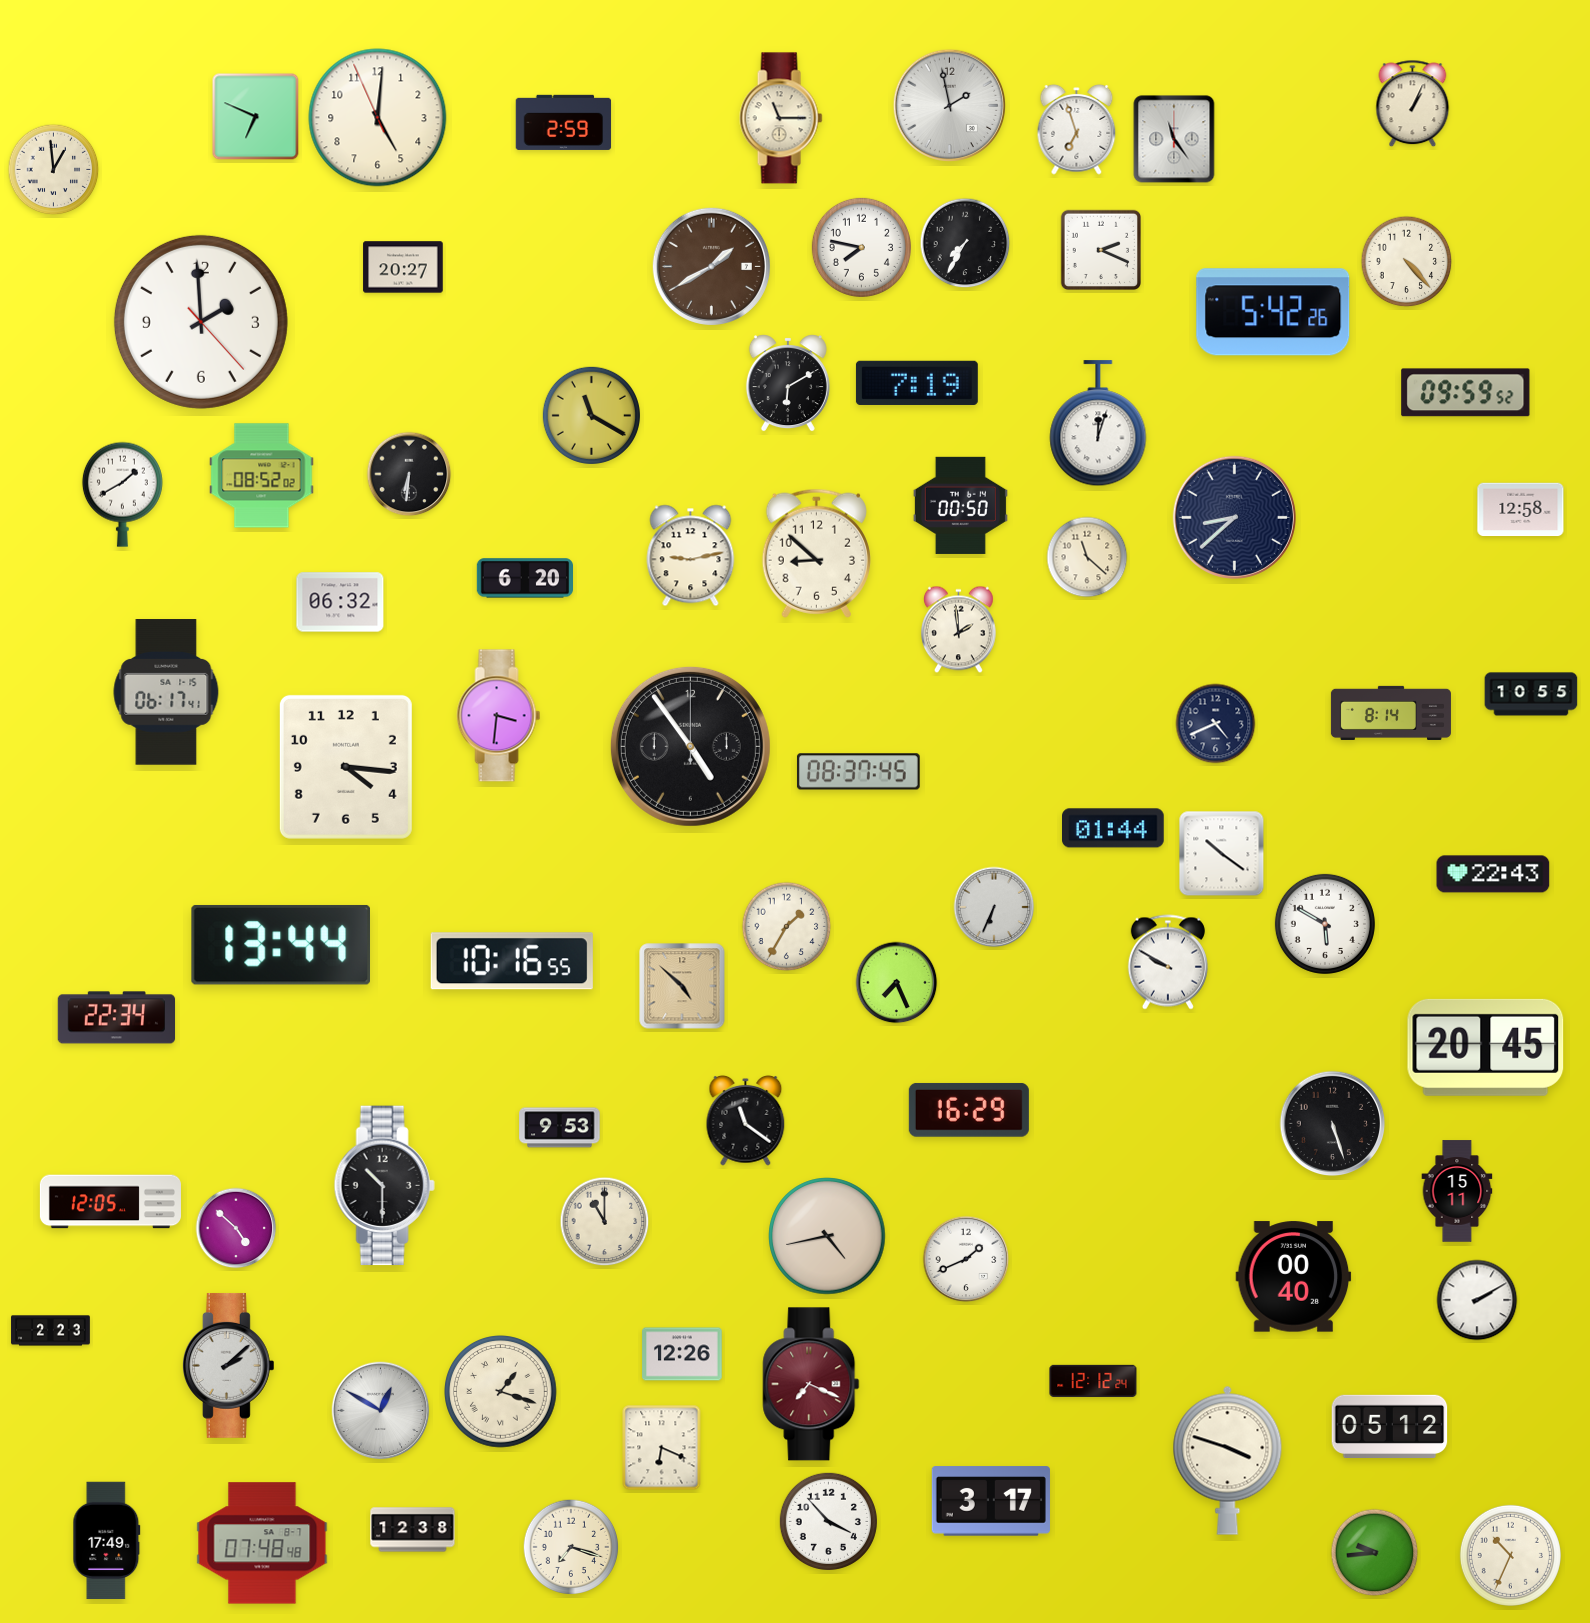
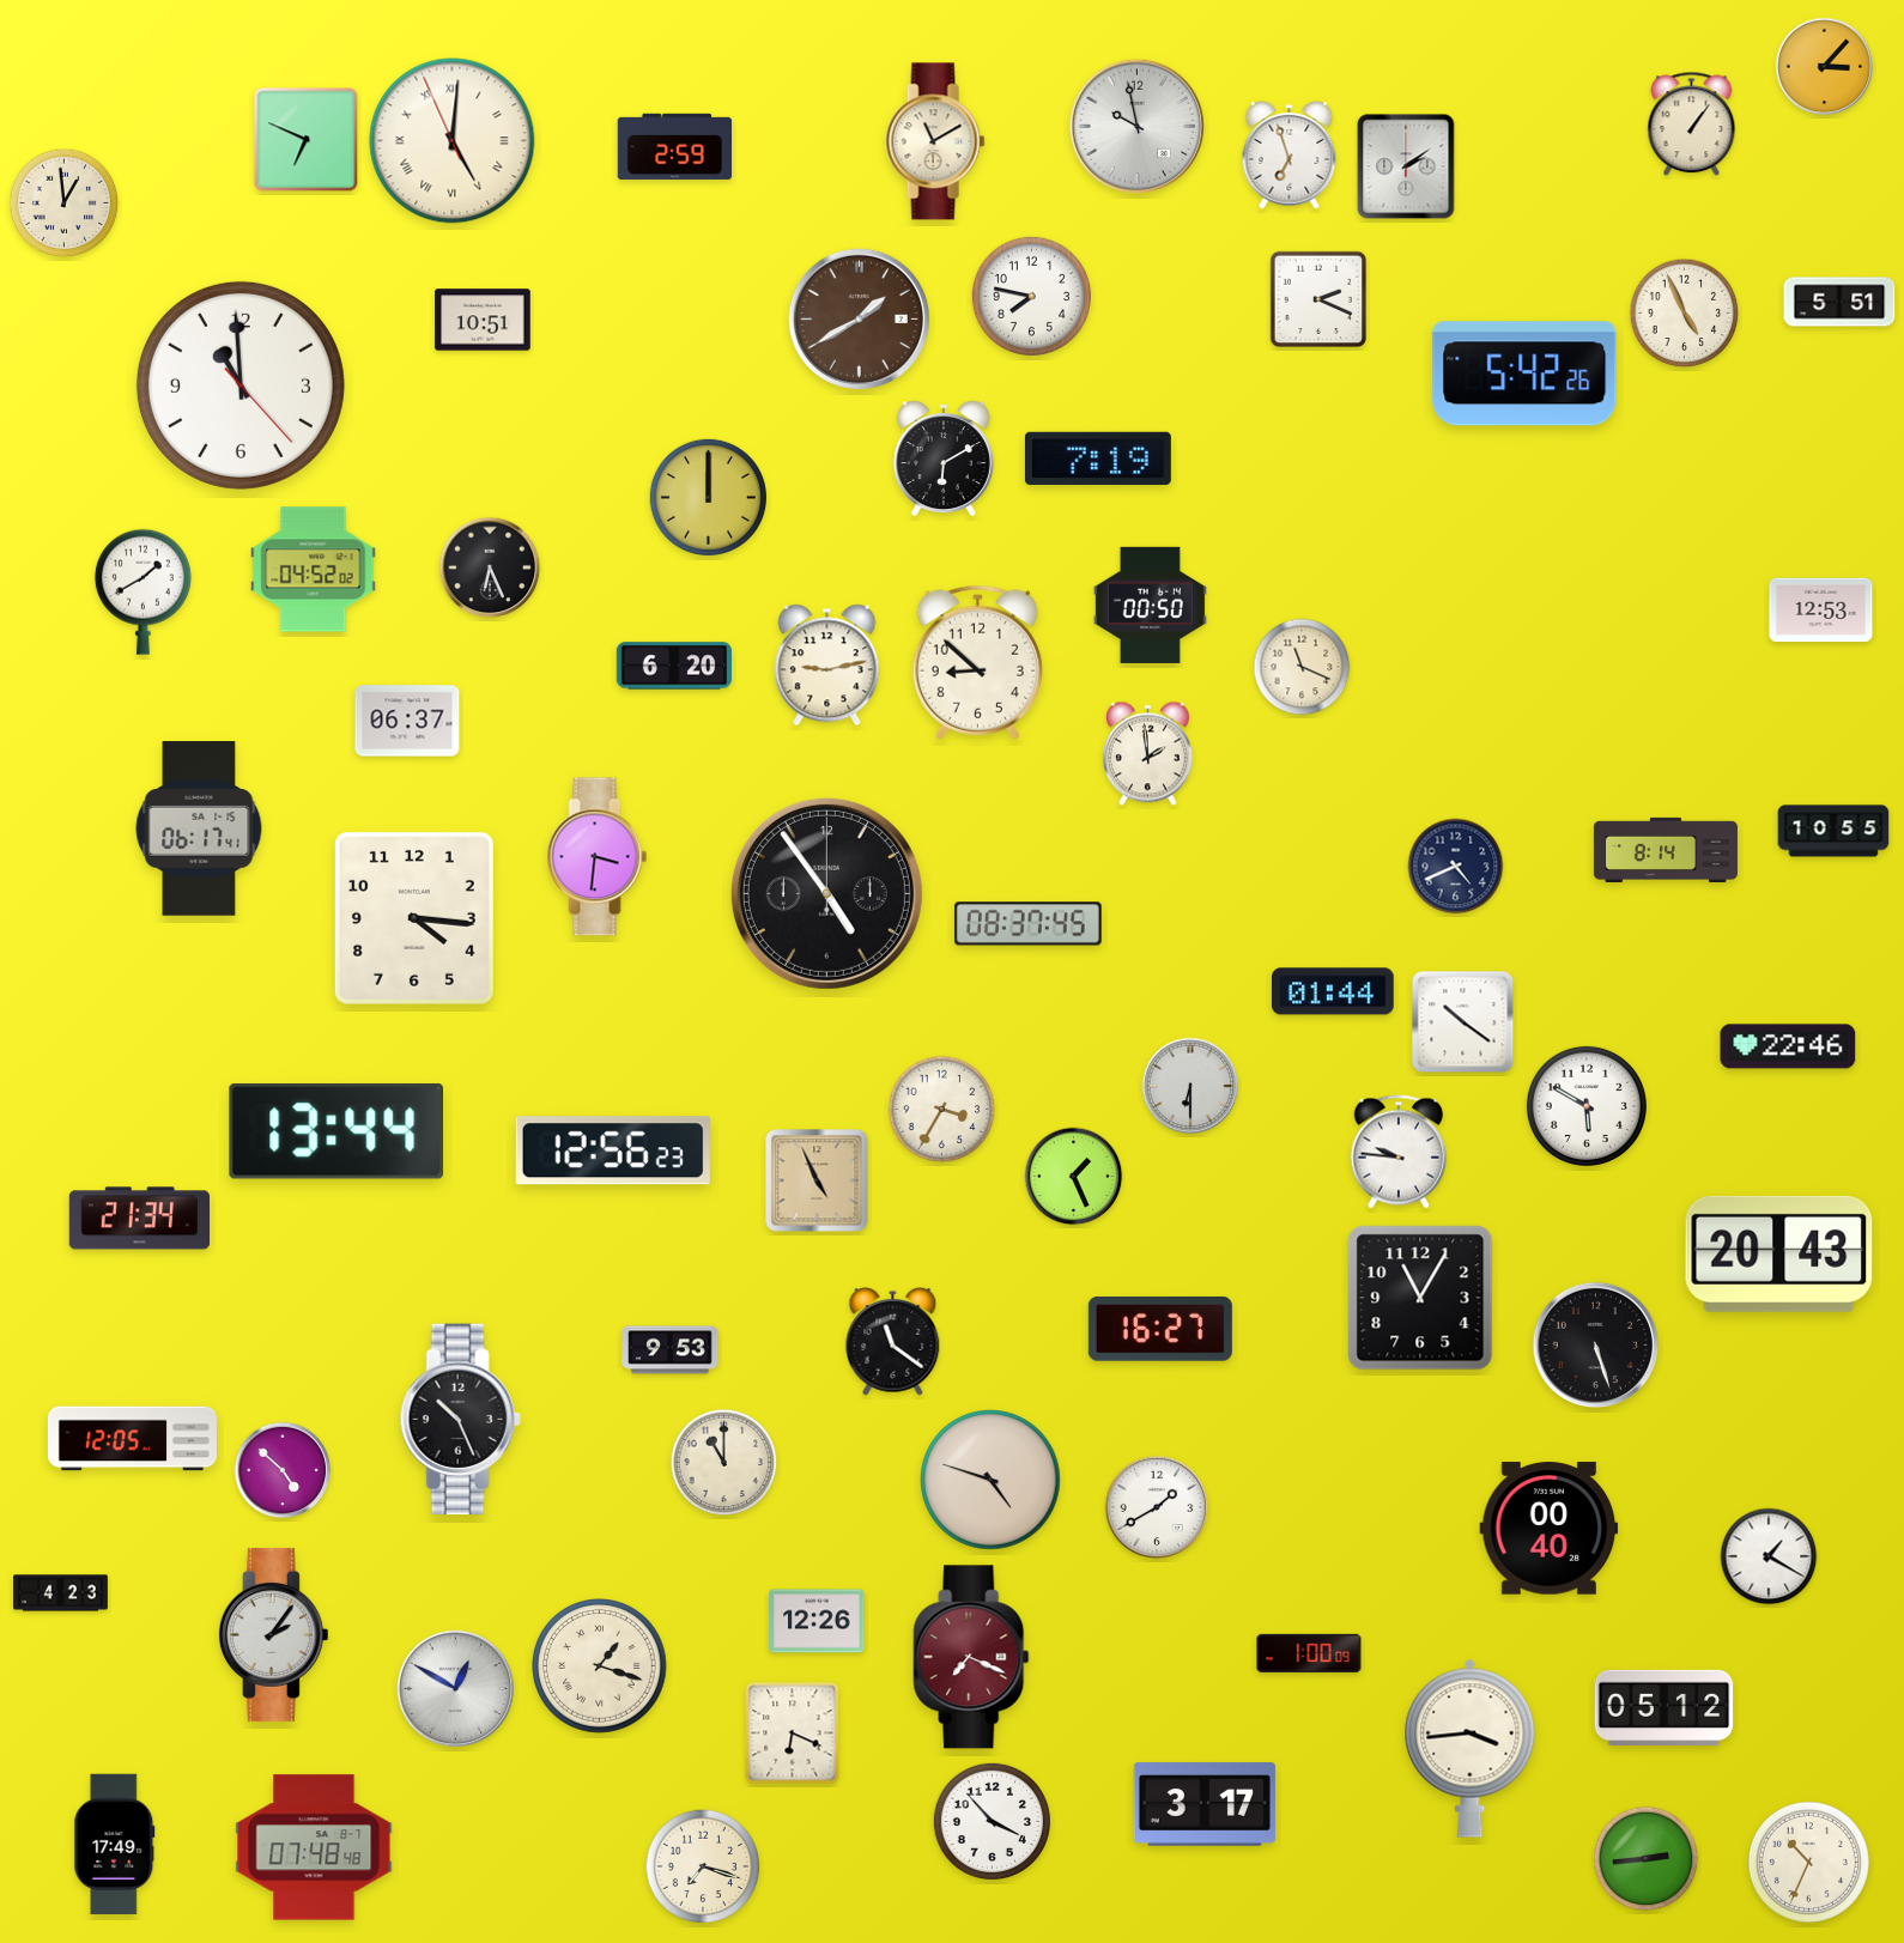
clock at (1825, 67): none -> 3:07
clock at (1413, 104): 1:04 -> 1:06
clock at (949, 105): 1:58 -> 9:58
clock at (378, 118) numerals: Arabic -> Roman
clock at (781, 118): 11:15 -> 11:10
clock at (1174, 139): 11:24 -> 2:09
clock at (965, 243): 7:35 -> none
clock at (1839, 302): none -> 5:51
clock at (1407, 262): 4:23 -> 4:56
clock at (711, 266) position: (711, 266) -> (859, 318)
clock at (403, 267): 20:27 -> 10:51
clock at (201, 322): 1:59 -> 10:59
clock at (1466, 393): 09:59 -> none
clock at (591, 415): 11:20 -> 12:00
clock at (1098, 424): 12:03 -> none
clock at (409, 474): 6:31 -> 6:26
clock at (262, 476): 08:52 -> 04:52
clock at (122, 494) position: (122, 494) -> (143, 591)
clock at (1521, 510): 12:58 -> 12:53
clock at (1234, 517): 8:38 -> none
clock at (1087, 557): 11:22 -> 11:19
clock at (524, 578) position: (524, 578) -> (673, 666)
clock at (340, 602): 06:32 -> 06:37
clock at (1391, 713) position: (1391, 713) -> (1666, 850)
clock at (1493, 874): 22:43 -> 22:46
clock at (994, 907): 6:34 -> 6:30
clock at (787, 927): 1:35 -> 3:35
clock at (512, 961): 10:16 -> 12:56
clock at (1168, 962): 9:50 -> 9:46
clock at (897, 983): 7:26 -> 1:26
clock at (682, 986): 4:52 -> 4:56
clock at (117, 1018): 22:34 -> 21:34
clock at (1486, 1047): 20:45 -> 20:43
clock at (1420, 1298): none -> 11:05
clock at (969, 1110): 16:29 -> 16:27
clock at (384, 1186): 10:30 -> 10:26
clock at (1457, 1191): 15:11 -> none
clock at (827, 1236): 4:43 -> 4:48
clock at (966, 1259): 1:41 -> 1:40
clock at (1477, 1300): 2:10 -> 1:20
clock at (51, 1331): 2:23 -> 4:23
clock at (228, 1366): 2:08 -> 2:06
clock at (1093, 1381): 12:12 -> 1:00
clock at (1228, 1460): 3:48 -> 3:44
clock at (991, 1501) position: (991, 1501) -> (1205, 1804)
clock at (413, 1530): 12:38 -> none
clock at (107, 1541) position: (107, 1541) -> (115, 1845)
clock at (571, 1547) position: (571, 1547) -> (703, 1866)
clock at (1375, 1553): 9:44 -> 2:44
